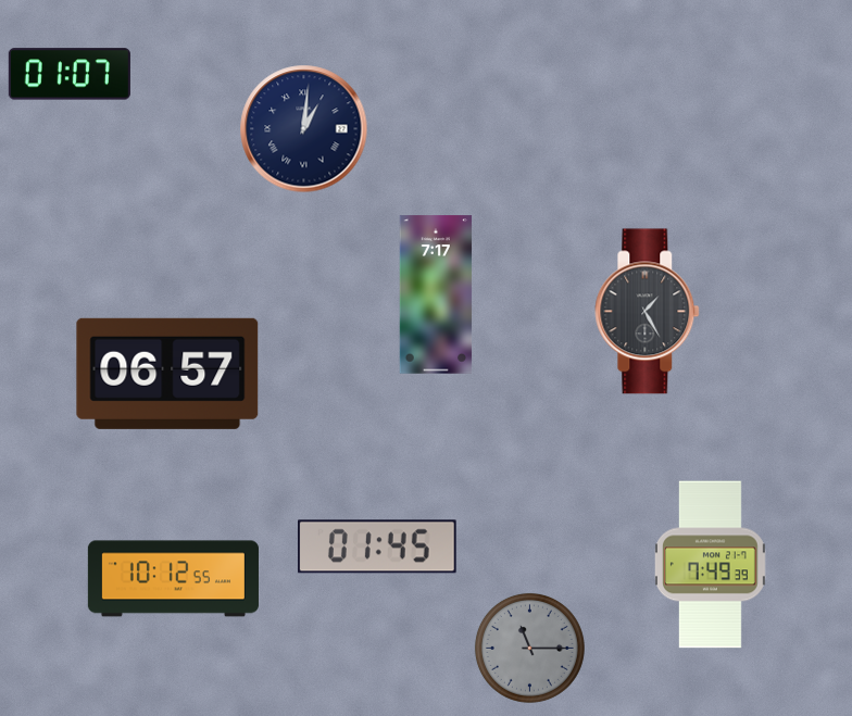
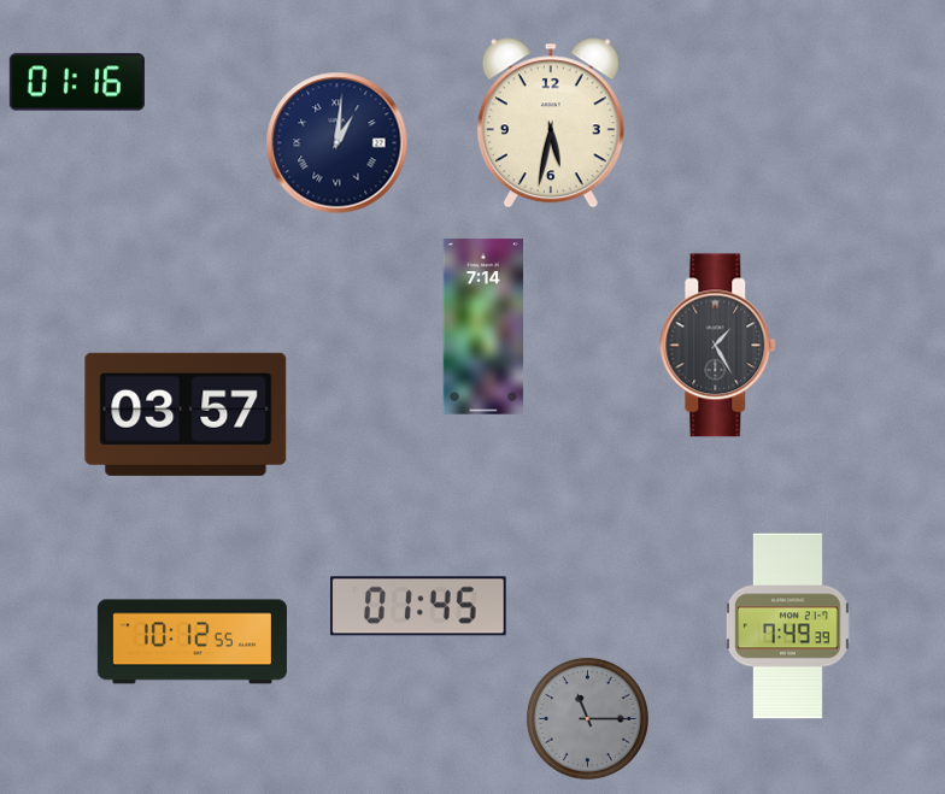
clock at (70, 74): 01:07 -> 01:16
clock at (551, 123): none -> 5:32
clock at (436, 294): 7:17 -> 7:14
clock at (167, 374): 06:57 -> 03:57
